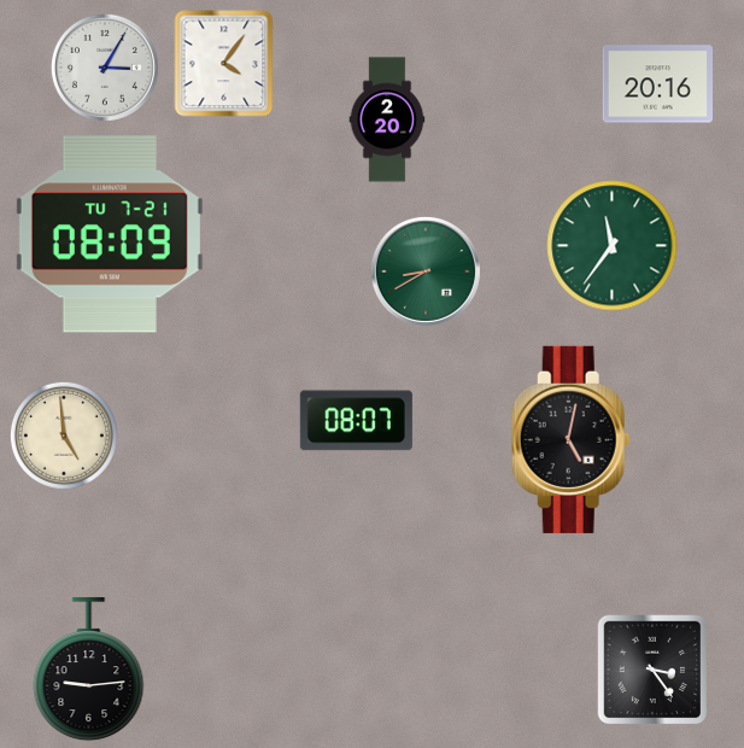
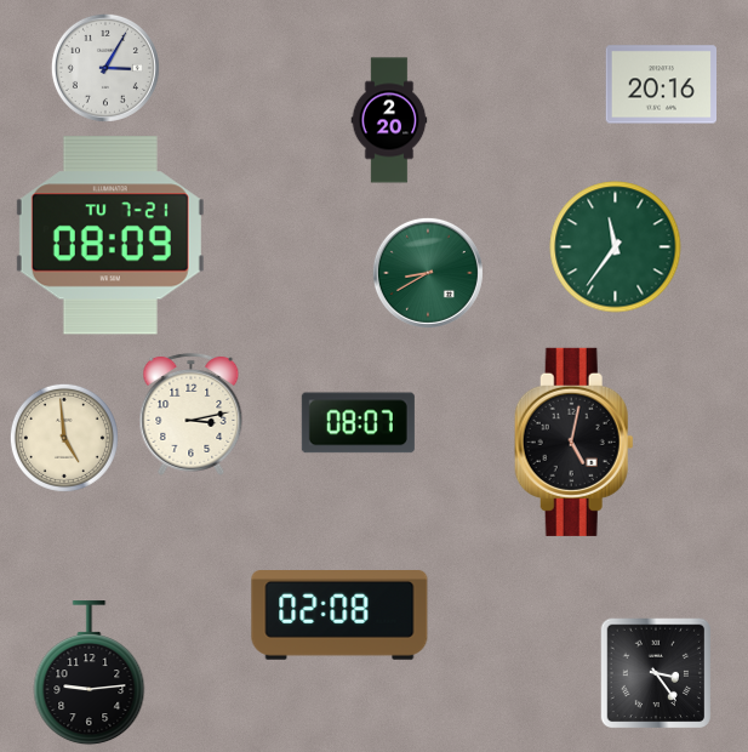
clock at (224, 64): 4:06 -> none
clock at (192, 414): none -> 3:13
clock at (339, 616): none -> 02:08
